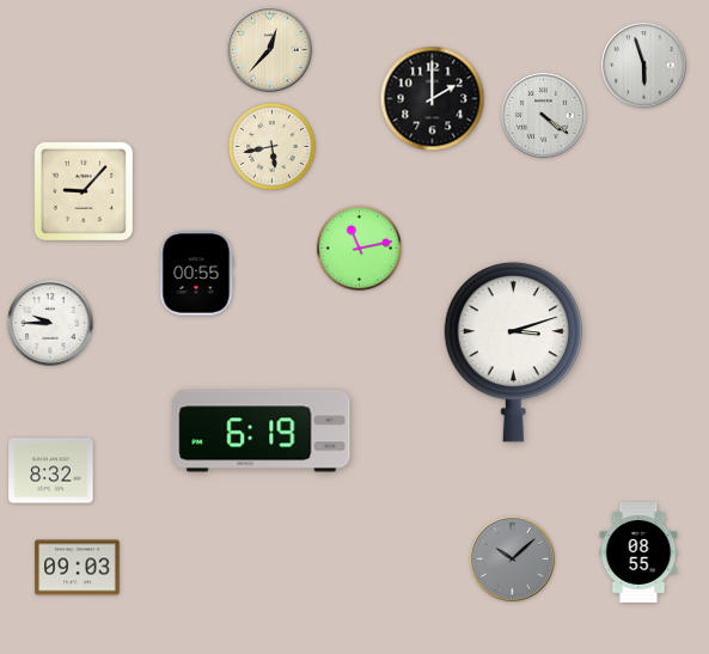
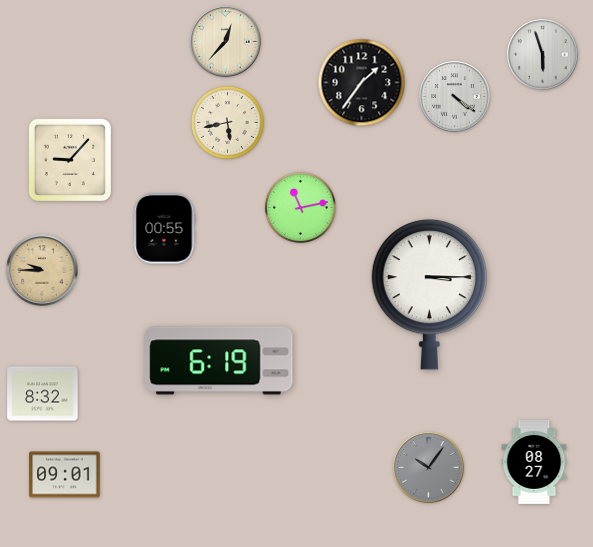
clock at (644, 66) position: (644, 66) -> (543, 55)
clock at (433, 99): 2:00 -> 1:36
clock at (50, 323) dial: white -> champagne
clock at (513, 352): 3:12 -> 3:15
clock at (638, 552): 08:55 -> 08:27
clock at (513, 560): 10:08 -> 10:06
clock at (78, 568): 09:03 -> 09:01
